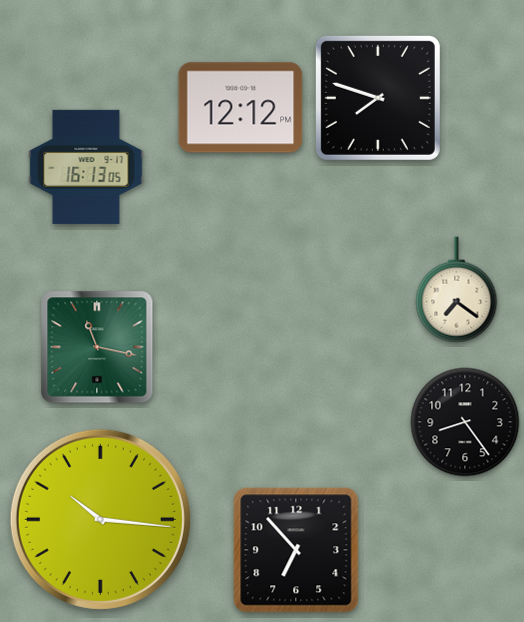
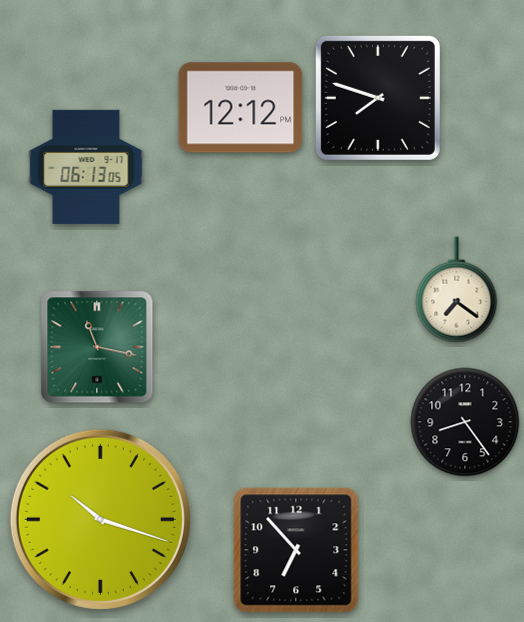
clock at (86, 167): 16:13 -> 06:13
clock at (100, 519): 10:16 -> 10:18
